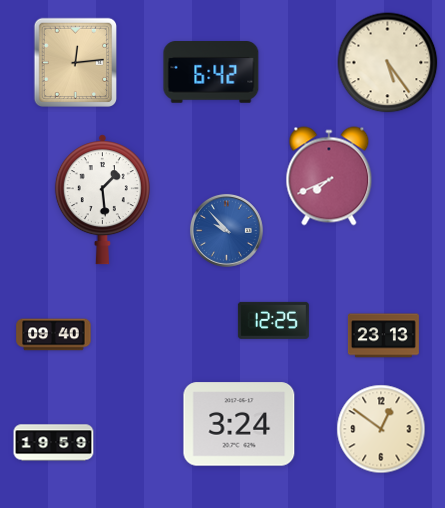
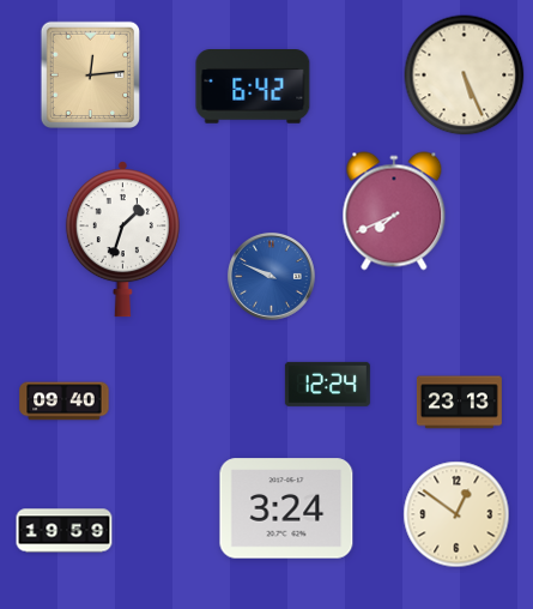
clock at (388, 63): 5:24 -> 5:26
clock at (102, 200): 1:29 -> 1:33
clock at (226, 230): 9:53 -> 9:49
clock at (273, 320): 12:25 -> 12:24
